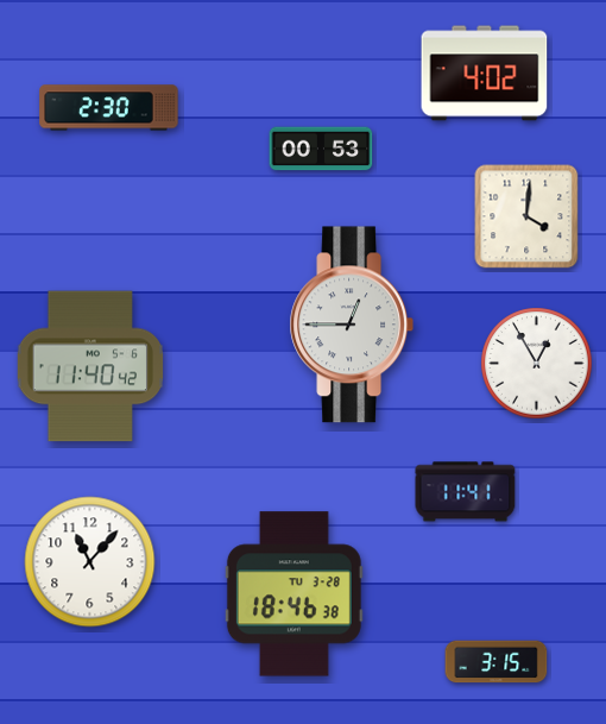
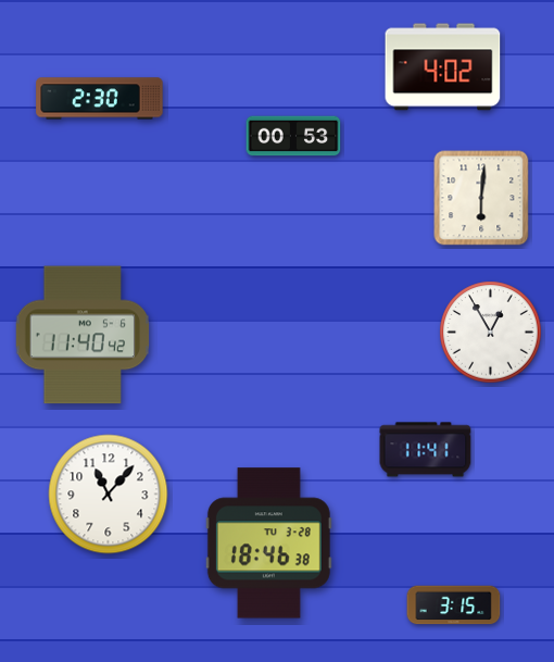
clock at (526, 216): 4:01 -> 6:01
clock at (351, 325): 12:45 -> none
clock at (90, 562) position: (90, 562) -> (109, 495)
